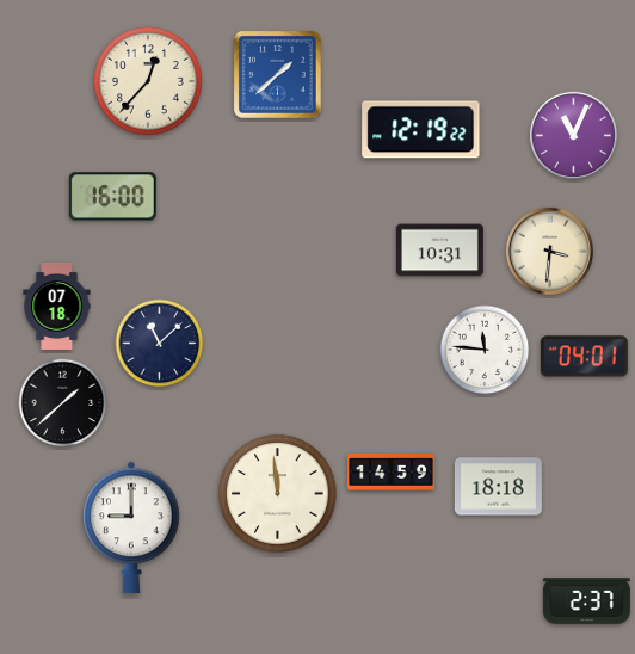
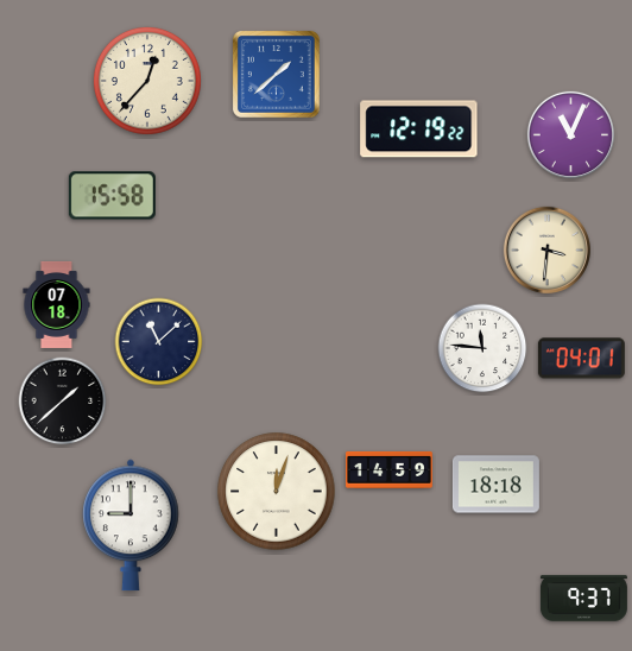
clock at (112, 197): 16:00 -> 15:58
clock at (439, 251): 10:31 -> none
clock at (584, 357) position: (584, 357) -> (581, 359)
clock at (278, 494): 11:59 -> 12:03
clock at (586, 601): 2:37 -> 9:37
